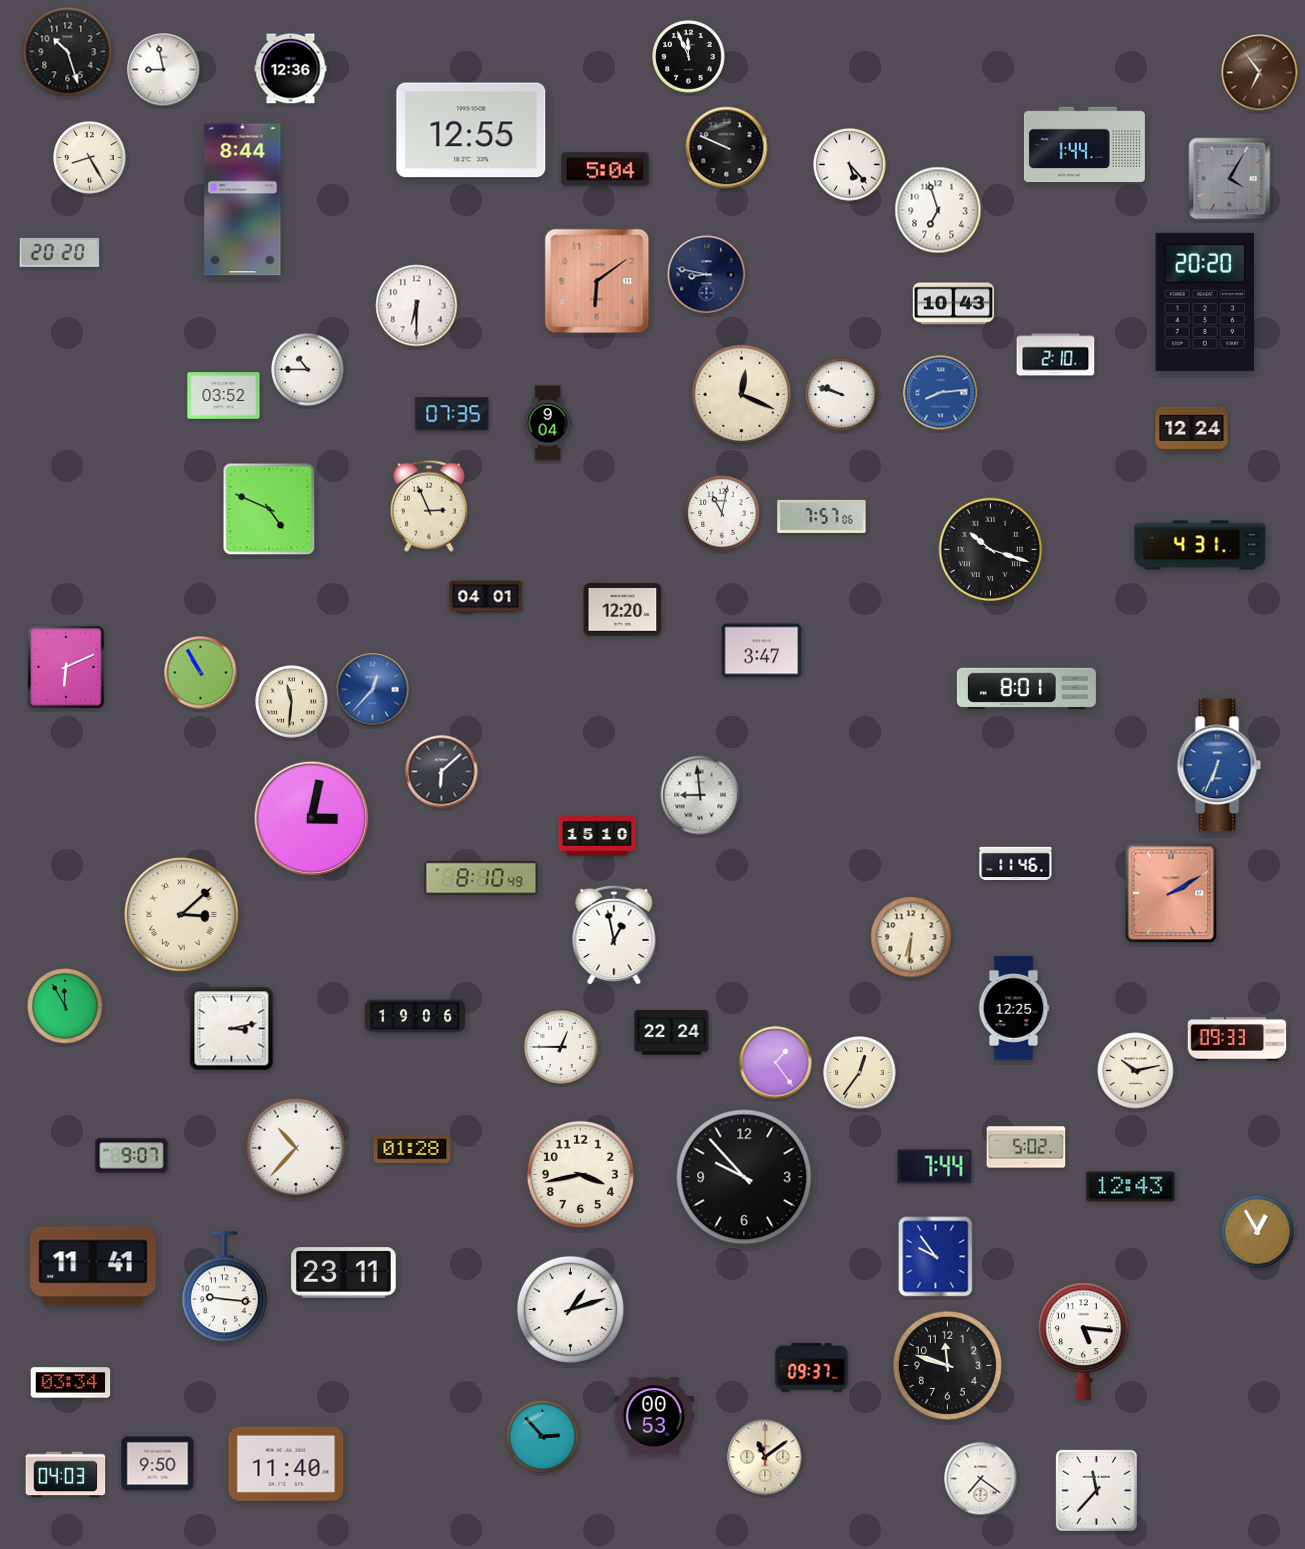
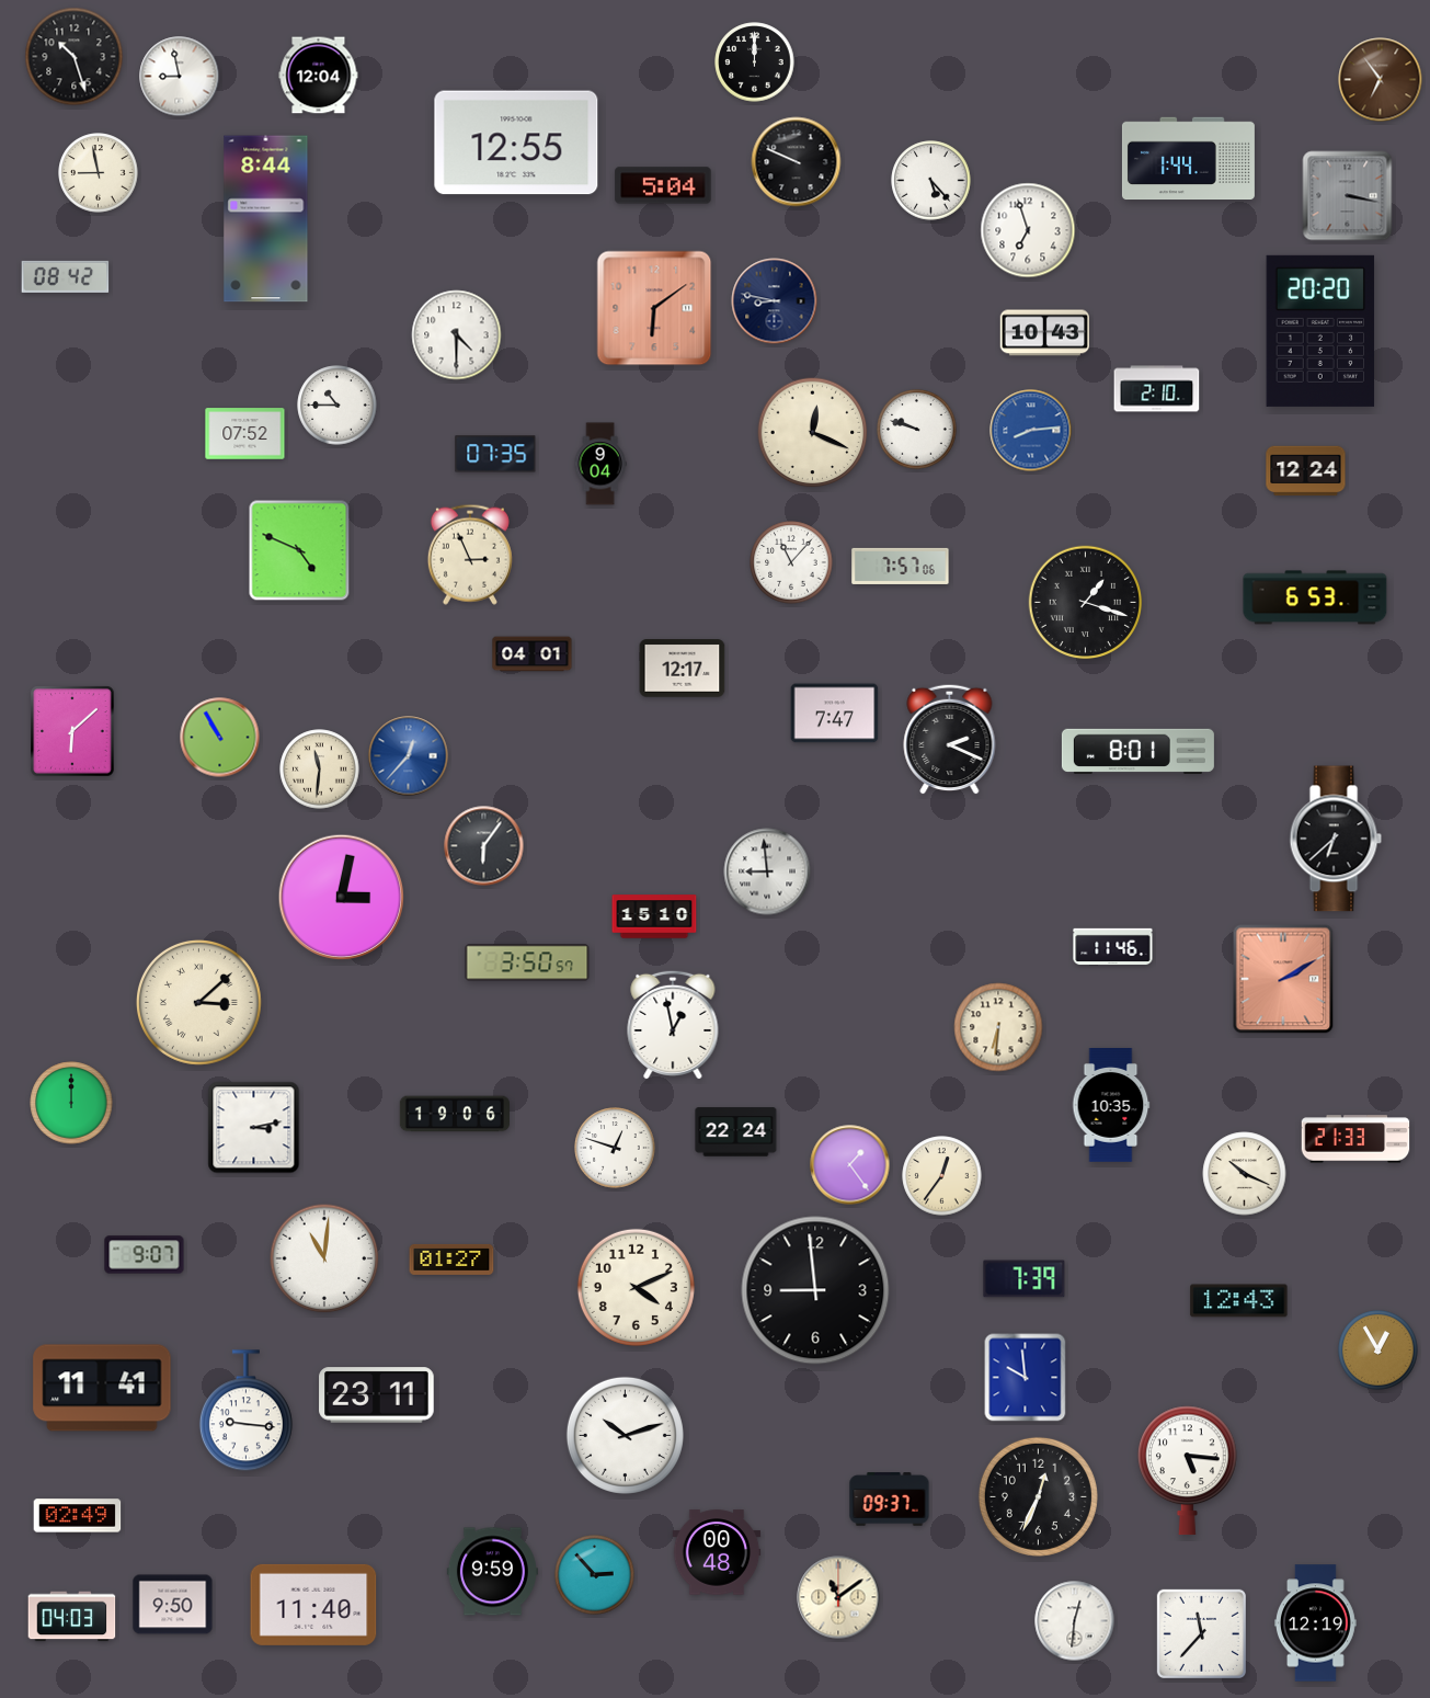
clock at (689, 57): 11:56 -> 12:00
clock at (291, 69): 12:36 -> 12:04
clock at (90, 158): 8:25 -> 8:58
clock at (1230, 179): 4:05 -> 3:17
clock at (60, 252): 20:20 -> 08:42
clock at (417, 306): 6:30 -> 4:30
clock at (842, 395) position: (842, 395) -> (917, 430)
clock at (224, 396): 03:52 -> 07:52
clock at (269, 509) position: (269, 509) -> (299, 550)
clock at (722, 513): 11:02 -> 11:07
clock at (1200, 545): 4:31 -> 6:53
clock at (991, 550): 10:18 -> 1:18
clock at (623, 610): 12:20 -> 12:17
clock at (762, 651): 3:47 -> 7:47
clock at (66, 667): 6:11 -> 6:08
clock at (950, 739): none -> 2:19
clock at (1026, 688) position: (1026, 688) -> (1137, 751)
clock at (1219, 765): 6:34 -> 6:38
clock at (1219, 765) dial: blue -> black
clock at (442, 772): 6:08 -> 6:06
clock at (481, 878): 8:10 -> 3:50
clock at (65, 1006): 11:55 -> 12:00
clock at (1014, 1009): 12:25 -> 10:35
clock at (1237, 1039): 09:33 -> 21:33
clock at (561, 1047): 12:45 -> 12:48
clock at (1136, 1071): 10:13 -> 10:19
clock at (1026, 1147): 5:02 -> none
clock at (296, 1148): 10:37 -> 11:01
clock at (412, 1149): 01:28 -> 01:27
clock at (132, 1156) position: (132, 1156) -> (145, 1255)
clock at (935, 1167): 7:44 -> 7:39
clock at (580, 1174): 3:43 -> 4:11
clock at (744, 1177): 9:53 -> 8:59
clock at (936, 1257): 9:54 -> 9:59
clock at (570, 1309): 1:12 -> 10:12
clock at (947, 1365): 11:48 -> 12:34
clock at (71, 1383): 03:34 -> 02:49
clock at (654, 1416): 00:53 -> 00:48
clock at (492, 1572): none -> 9:59
clock at (981, 1479): 7:21 -> 12:31
clock at (1316, 1623): none -> 12:19
